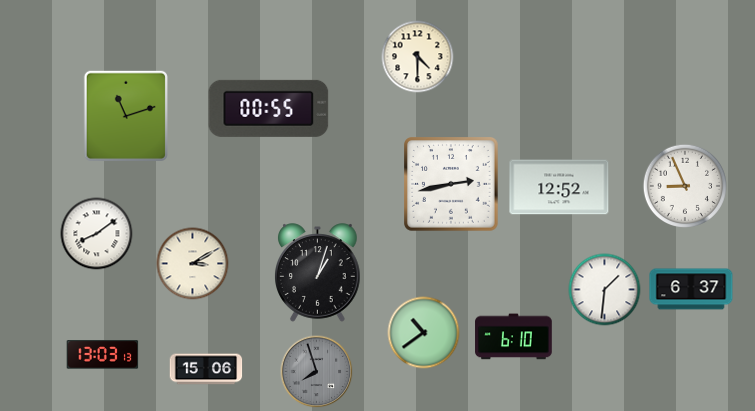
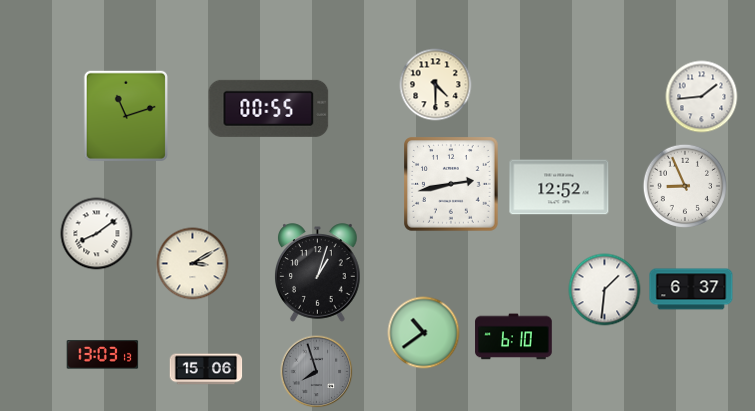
clock at (418, 57) position: (418, 57) -> (436, 85)
clock at (702, 97): none -> 1:44
